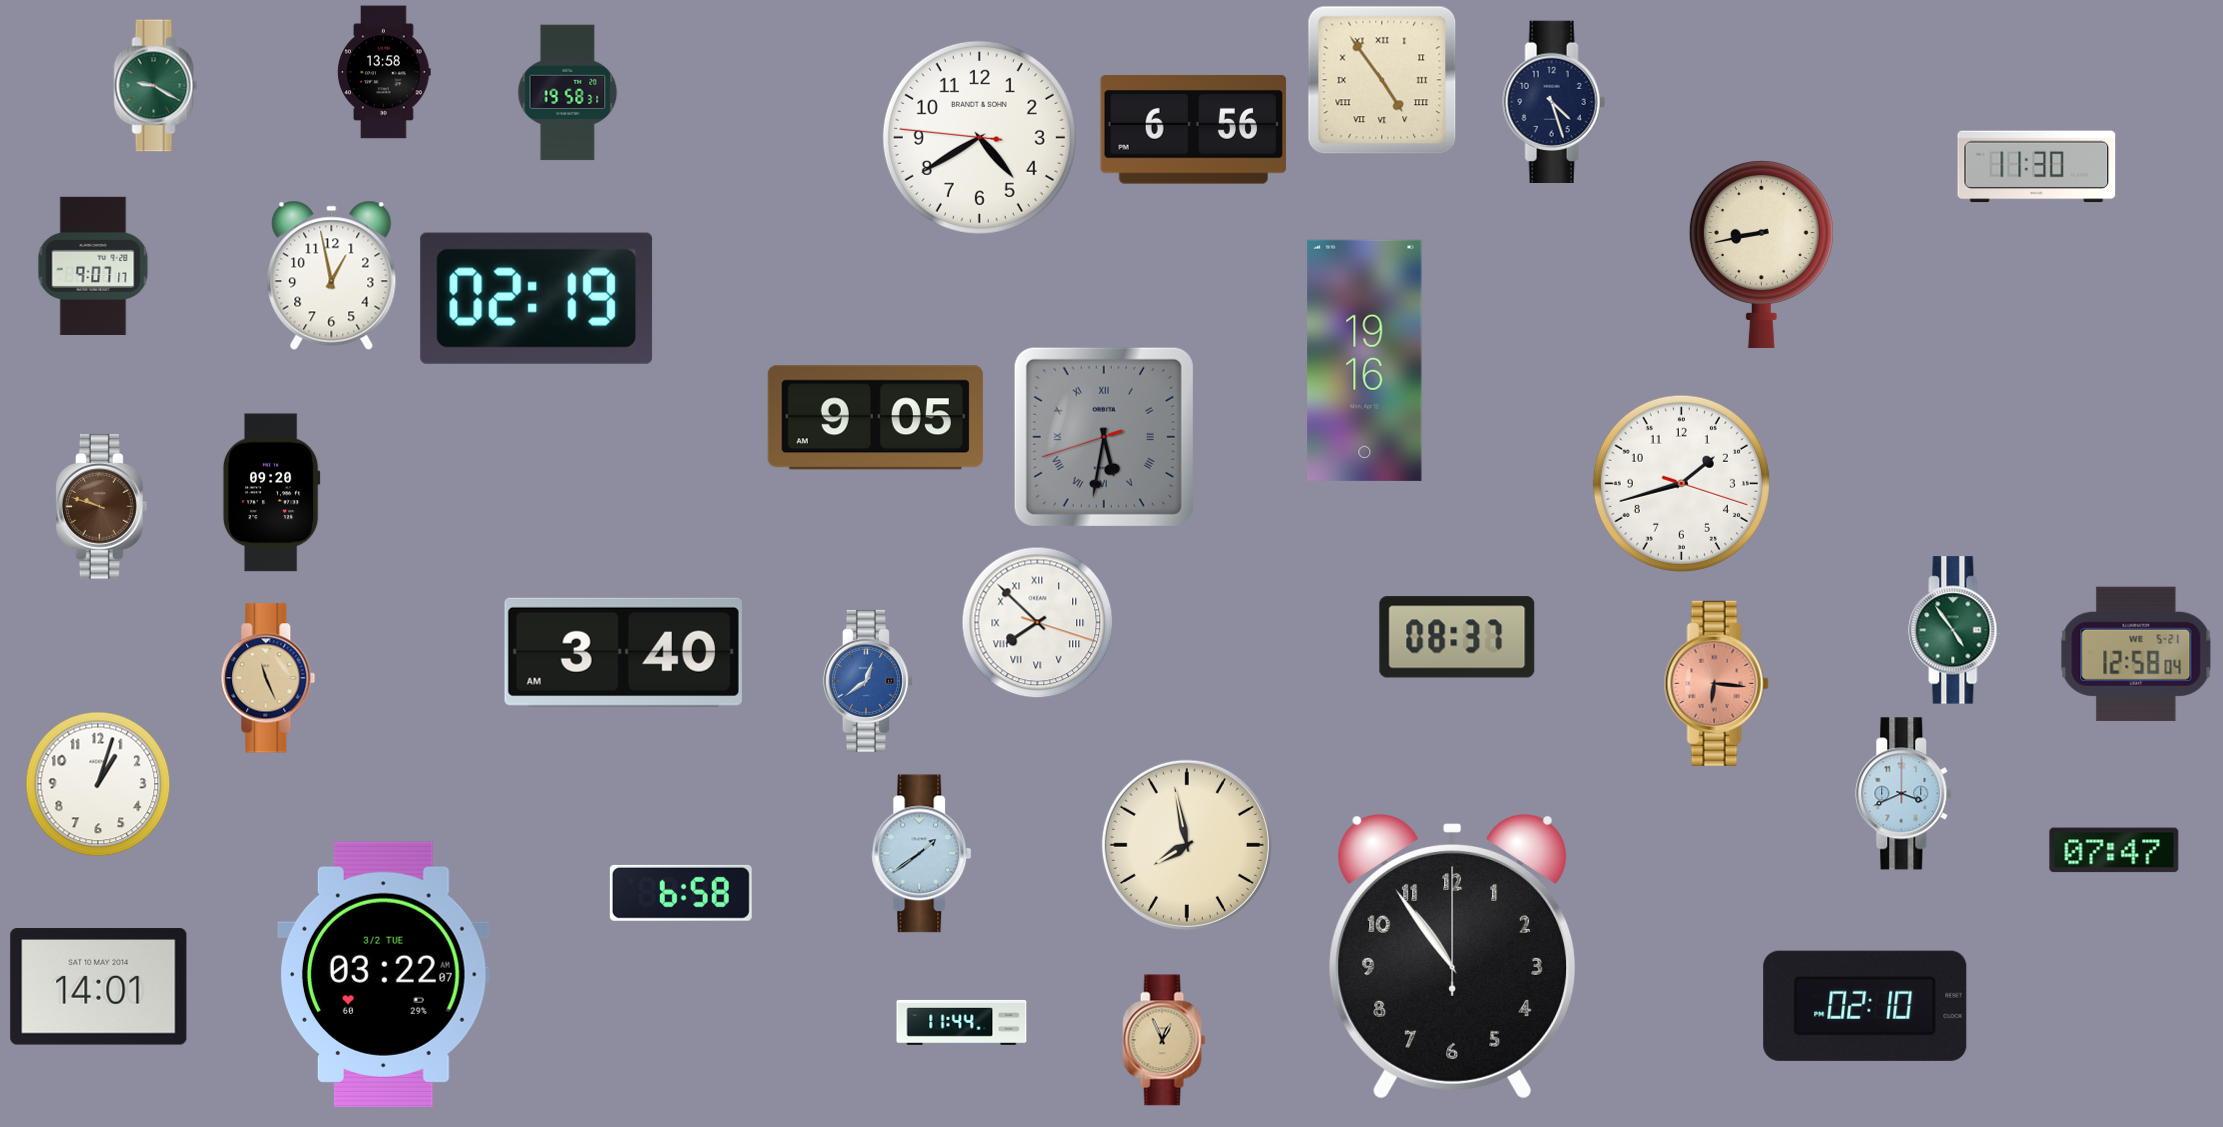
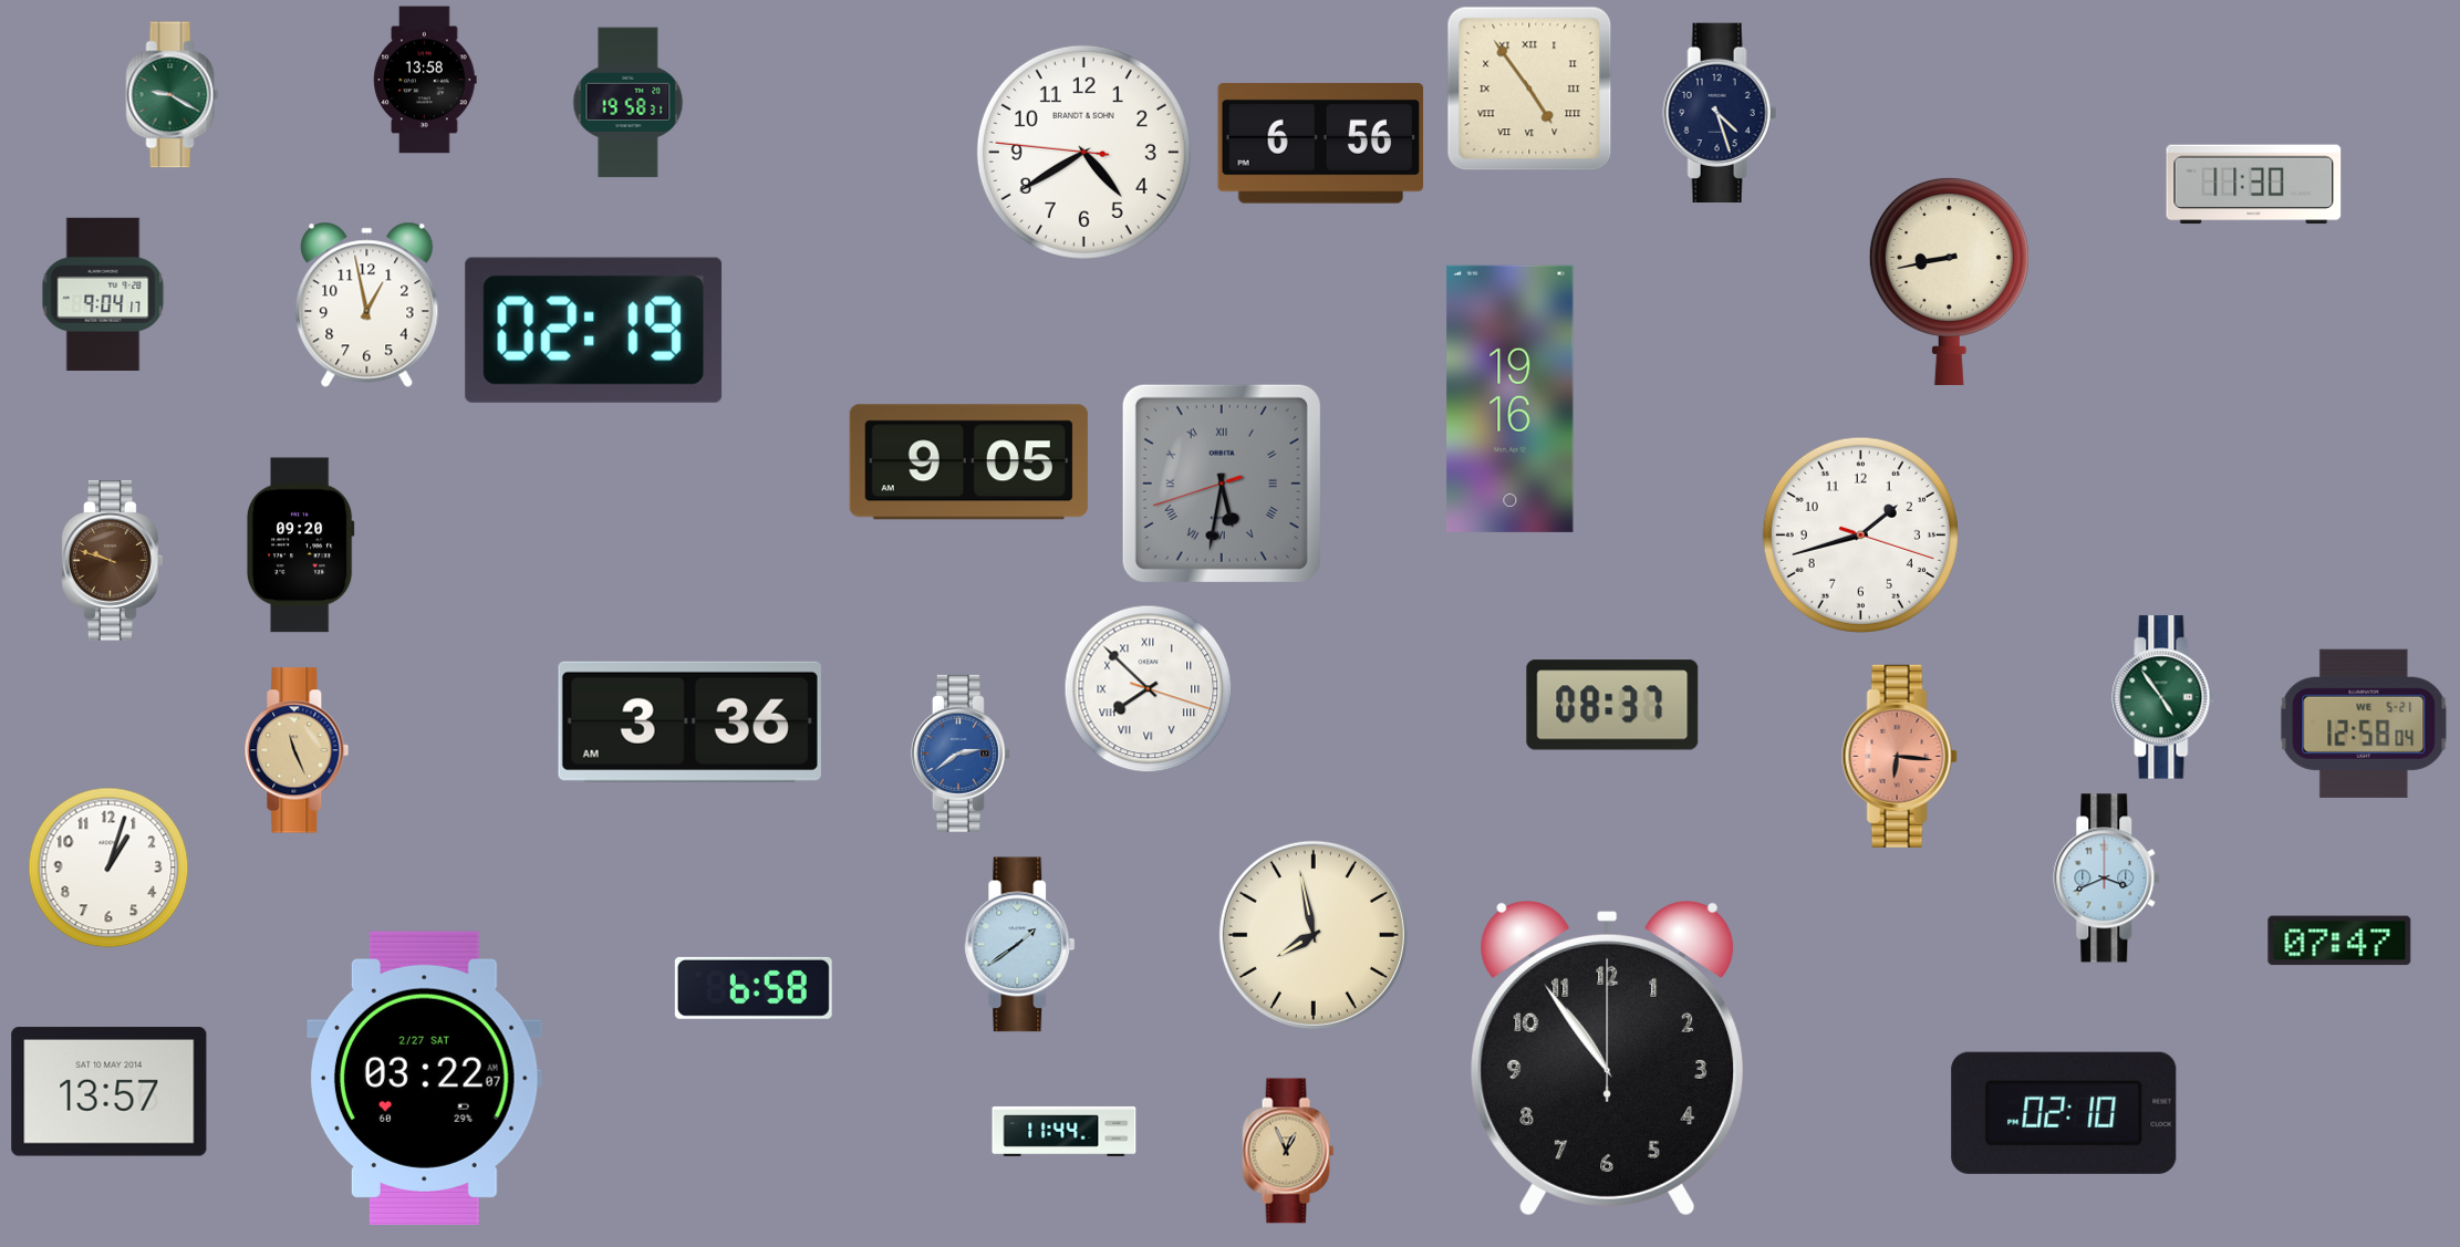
clock at (93, 266): 9:07 -> 9:04
clock at (623, 652): 3:40 -> 3:36
clock at (868, 681): 12:39 -> 2:39
clock at (384, 974) date: 3/2 TUE -> 2/27 SAT
clock at (99, 987): 14:01 -> 13:57
